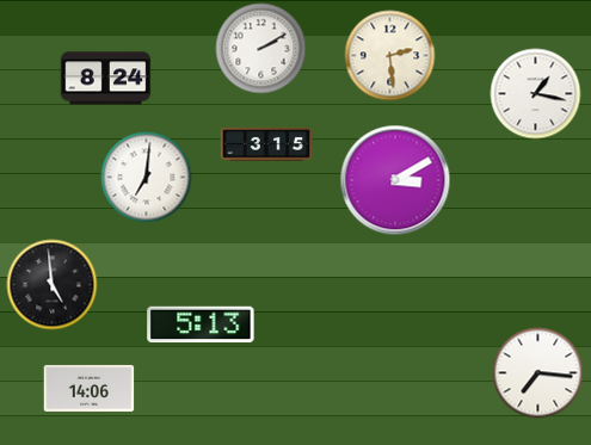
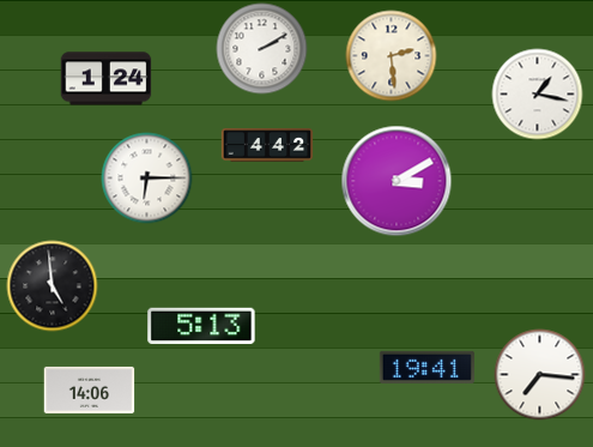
clock at (106, 79): 8:24 -> 1:24
clock at (266, 144): 3:15 -> 4:42
clock at (147, 178): 7:01 -> 6:15
clock at (426, 367): none -> 19:41
